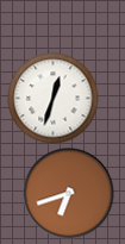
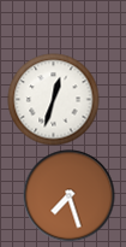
clock at (69, 194): 6:42 -> 7:27
